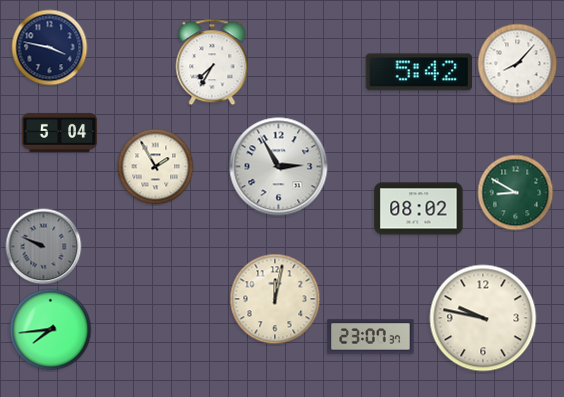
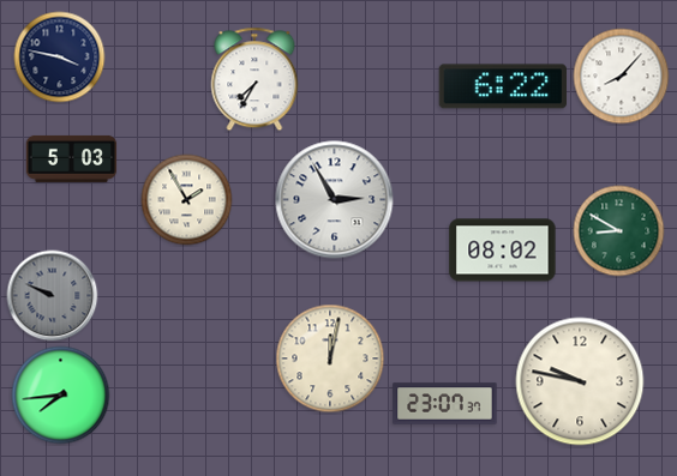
clock at (212, 62) position: (212, 62) -> (254, 79)
clock at (418, 72): 5:42 -> 6:22
clock at (60, 132): 5:04 -> 5:03
